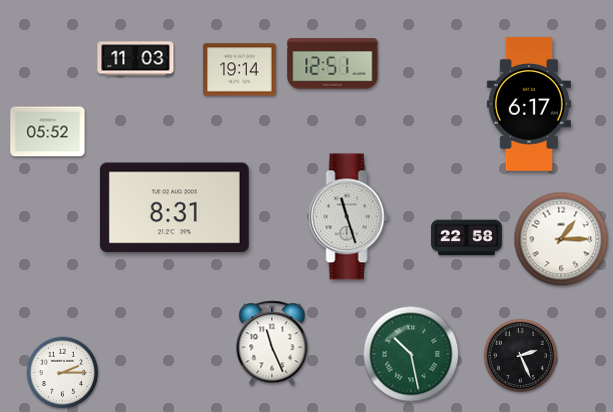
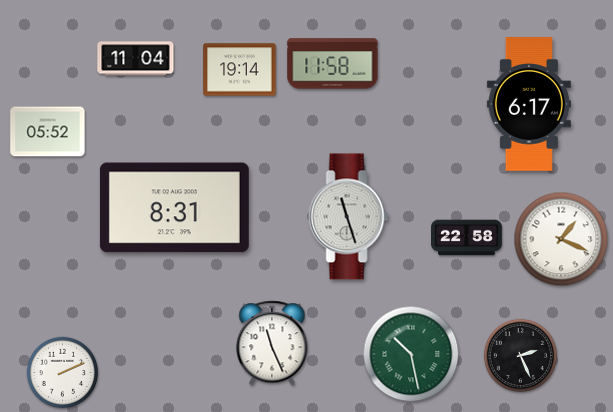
clock at (136, 59): 11:03 -> 11:04
clock at (333, 64): 12:51 -> 11:58
clock at (561, 239): 1:15 -> 1:19
clock at (63, 373): 2:15 -> 2:11
